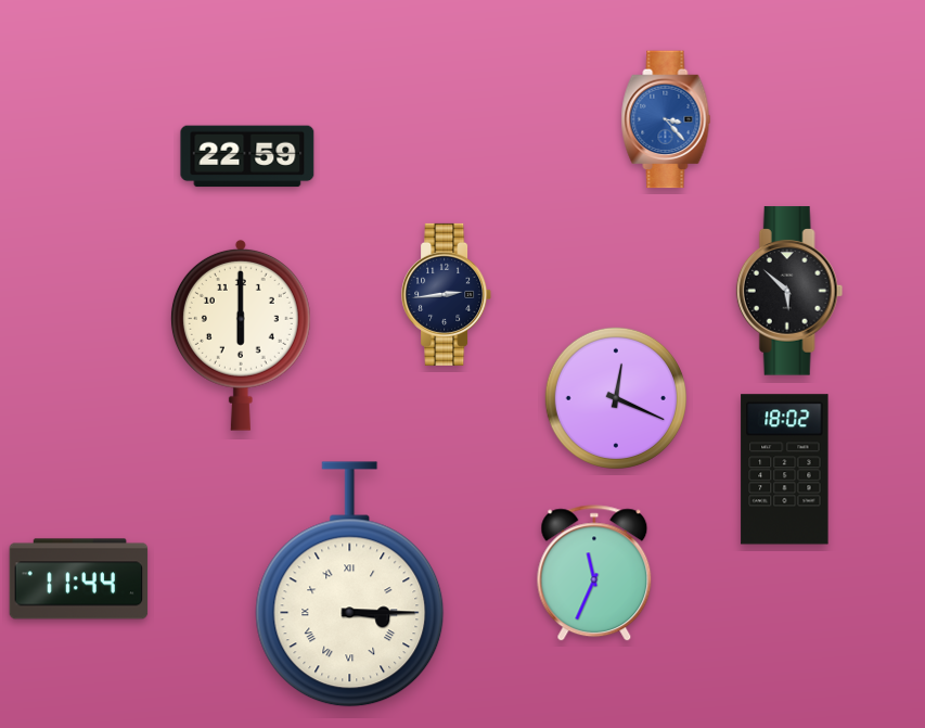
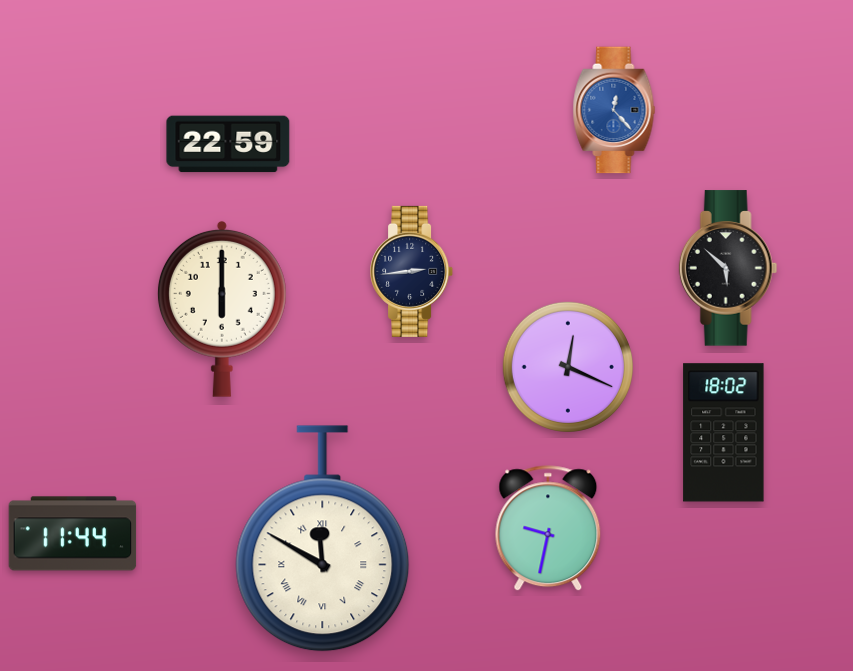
clock at (666, 119): 3:23 -> 12:23
clock at (594, 574): 11:34 -> 9:32
clock at (350, 585): 3:15 -> 11:50
